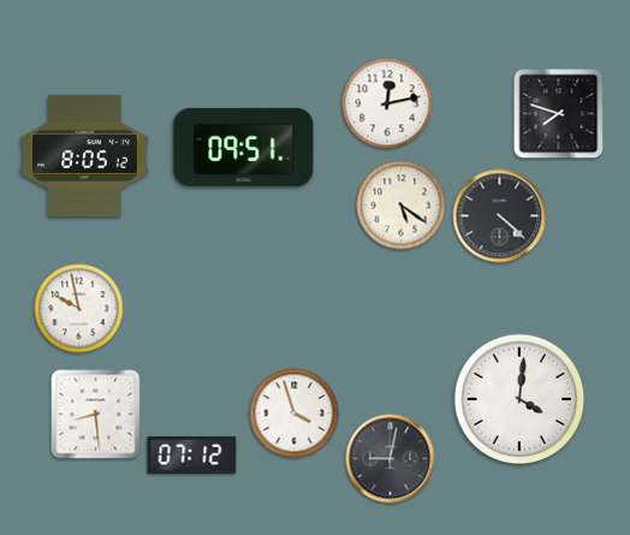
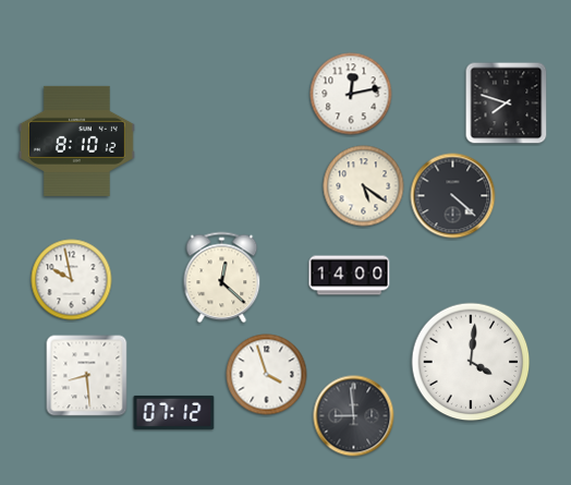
clock at (244, 147): 09:51 -> none
clock at (85, 155): 8:05 -> 8:10
clock at (350, 276): none -> 14:00
clock at (222, 278): none -> 12:22
clock at (391, 459): 9:02 -> 8:59
